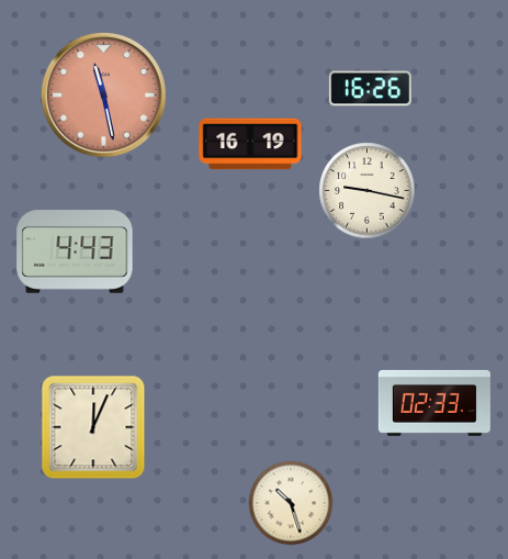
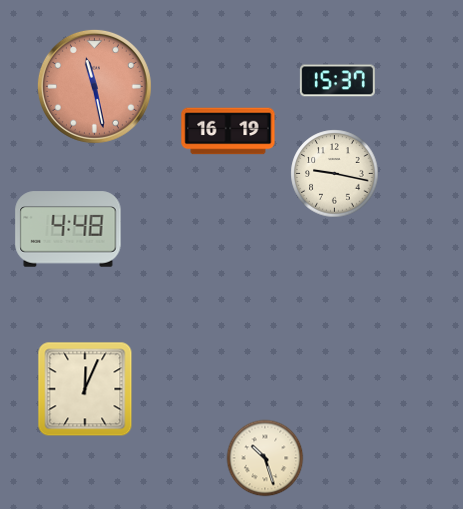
clock at (370, 89): 16:26 -> 15:37
clock at (75, 251): 4:43 -> 4:48
clock at (434, 403): 02:33 -> none
